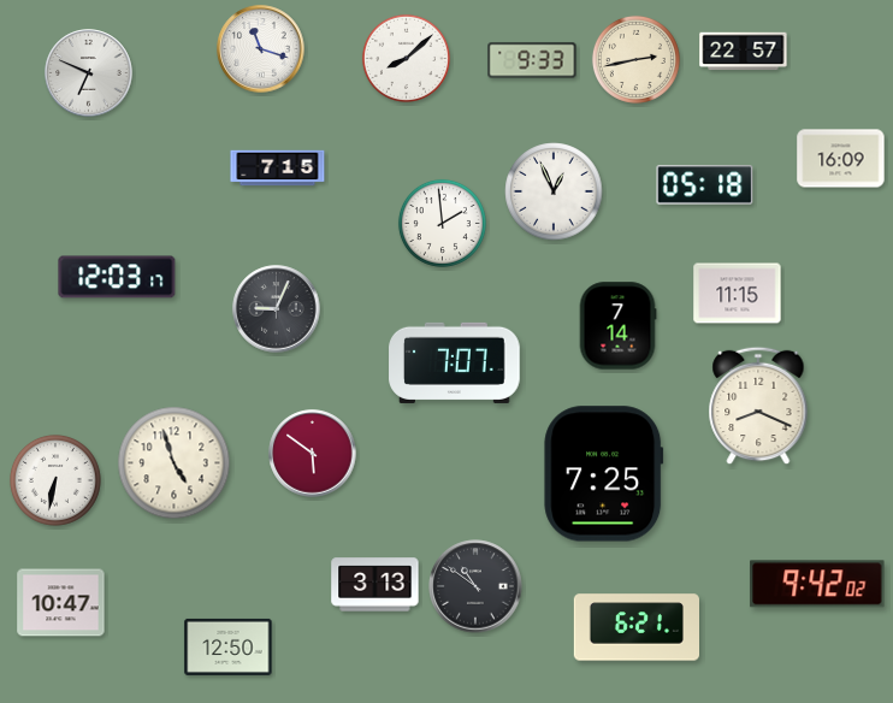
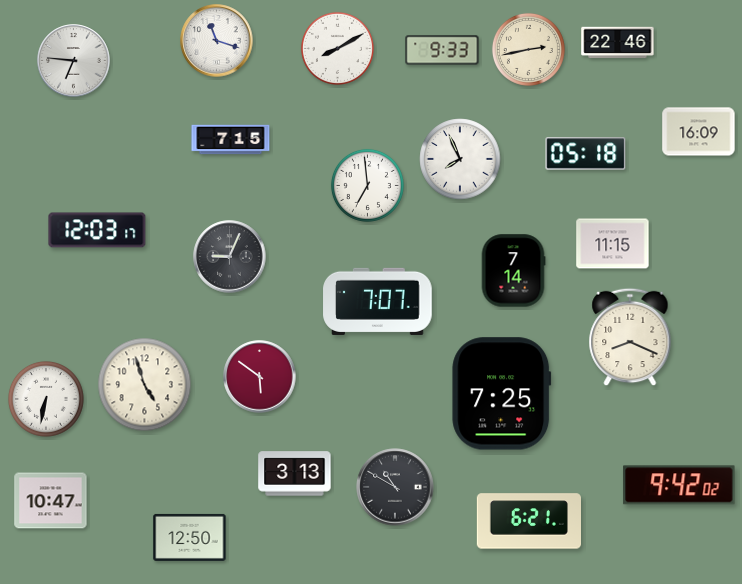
clock at (744, 52): 22:57 -> 22:46
clock at (406, 58): 8:08 -> 8:10
clock at (89, 73): 6:49 -> 6:46
clock at (554, 191): 12:56 -> 7:56
clock at (442, 223): 1:59 -> 6:59
clock at (375, 585) position: (375, 585) -> (295, 474)
clock at (475, 586): 10:51 -> 10:50
